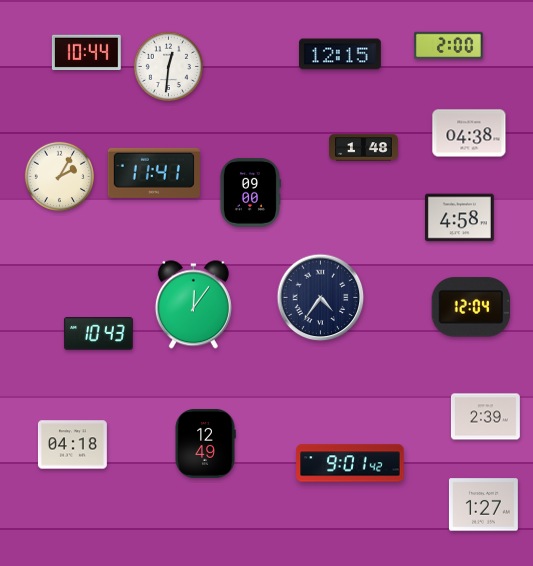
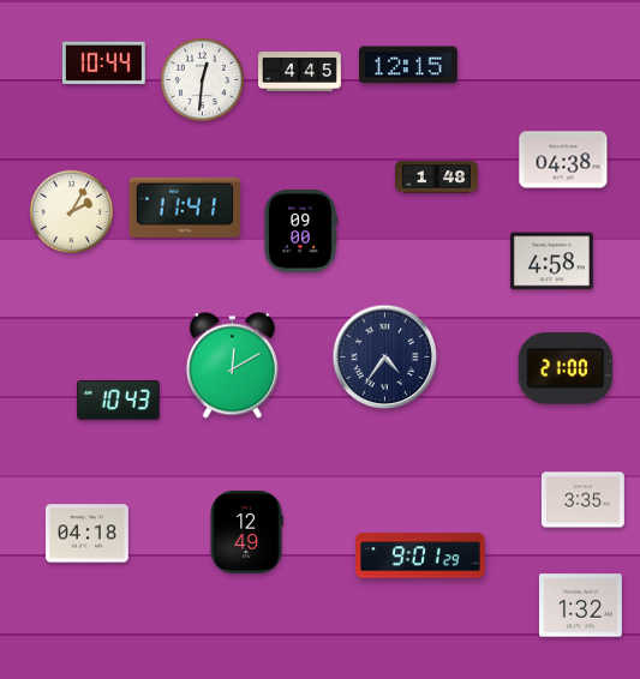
clock at (448, 46): 2:00 -> none
clock at (300, 72): none -> 4:45
clock at (193, 305): 12:06 -> 12:10
clock at (471, 307): 12:04 -> 21:00
clock at (485, 417): 2:39 -> 3:35
clock at (350, 463): 9:01:42 -> 9:01:29
clock at (483, 505): 1:27 -> 1:32
